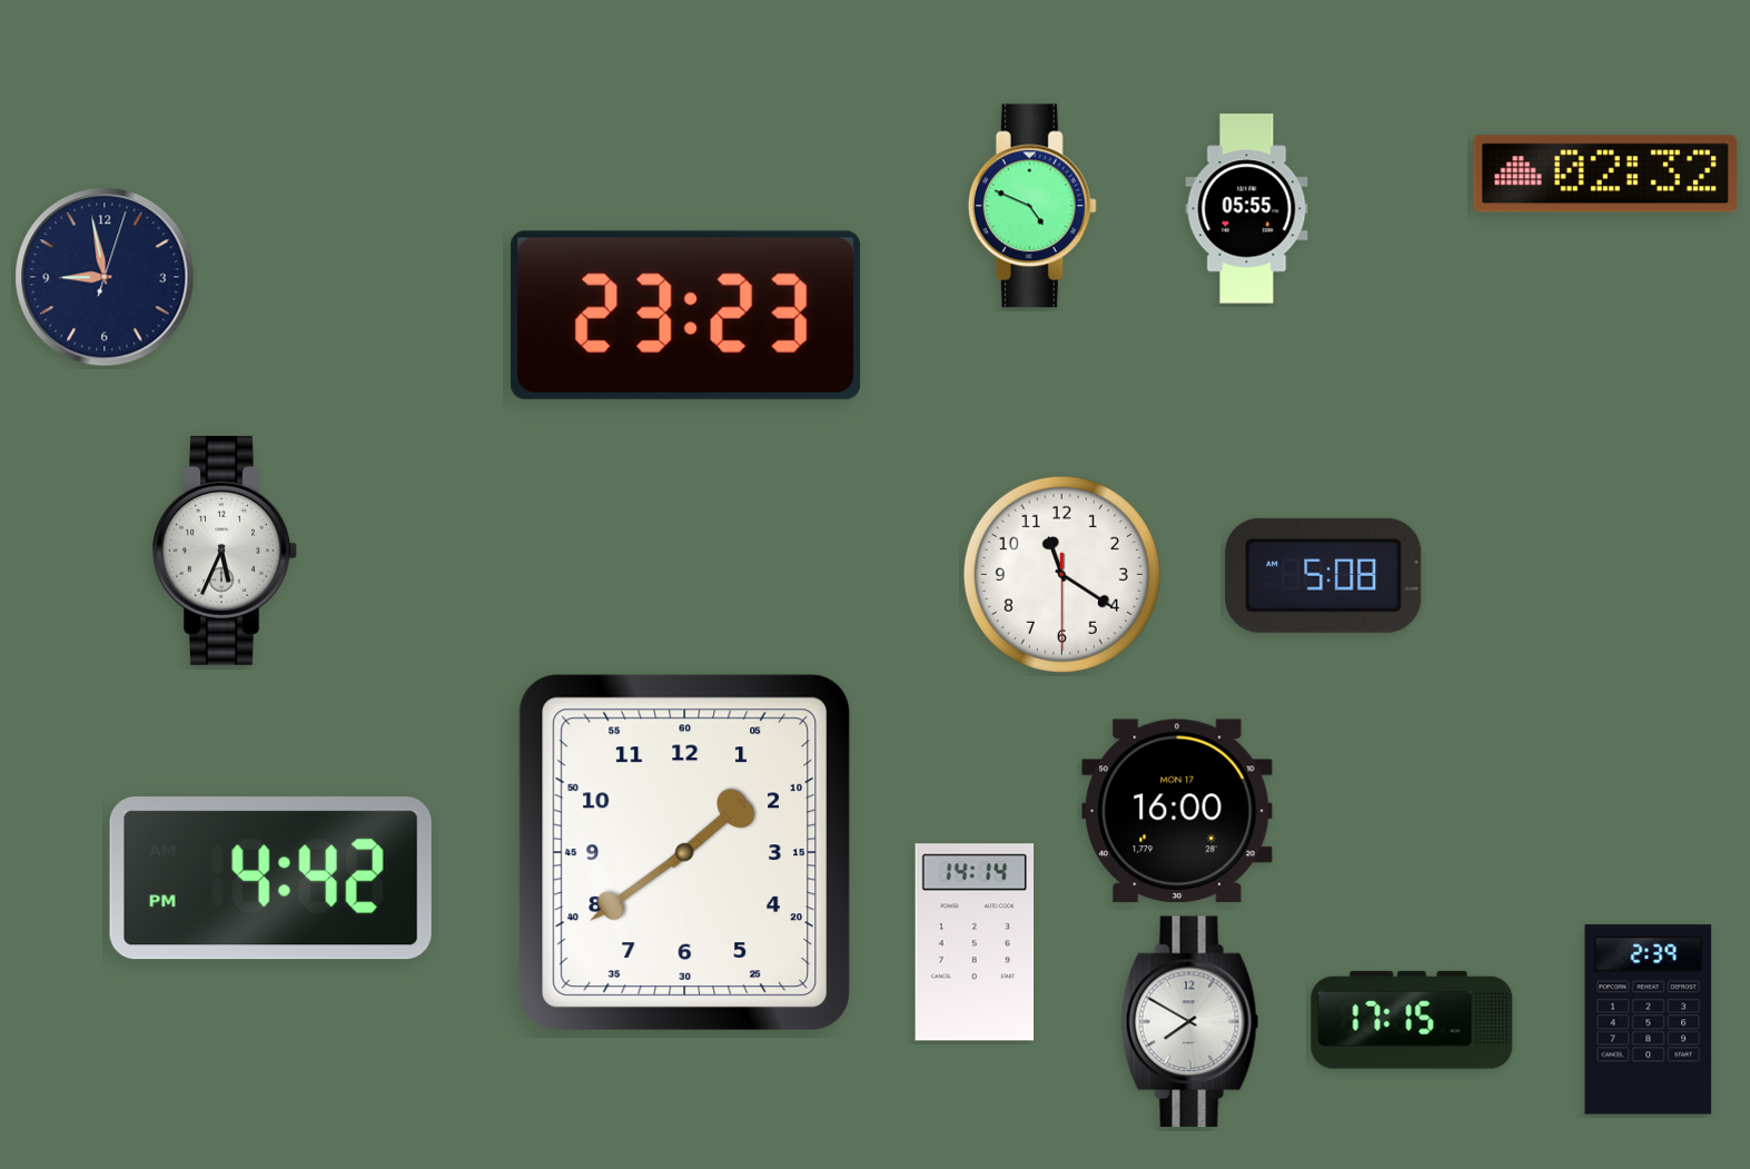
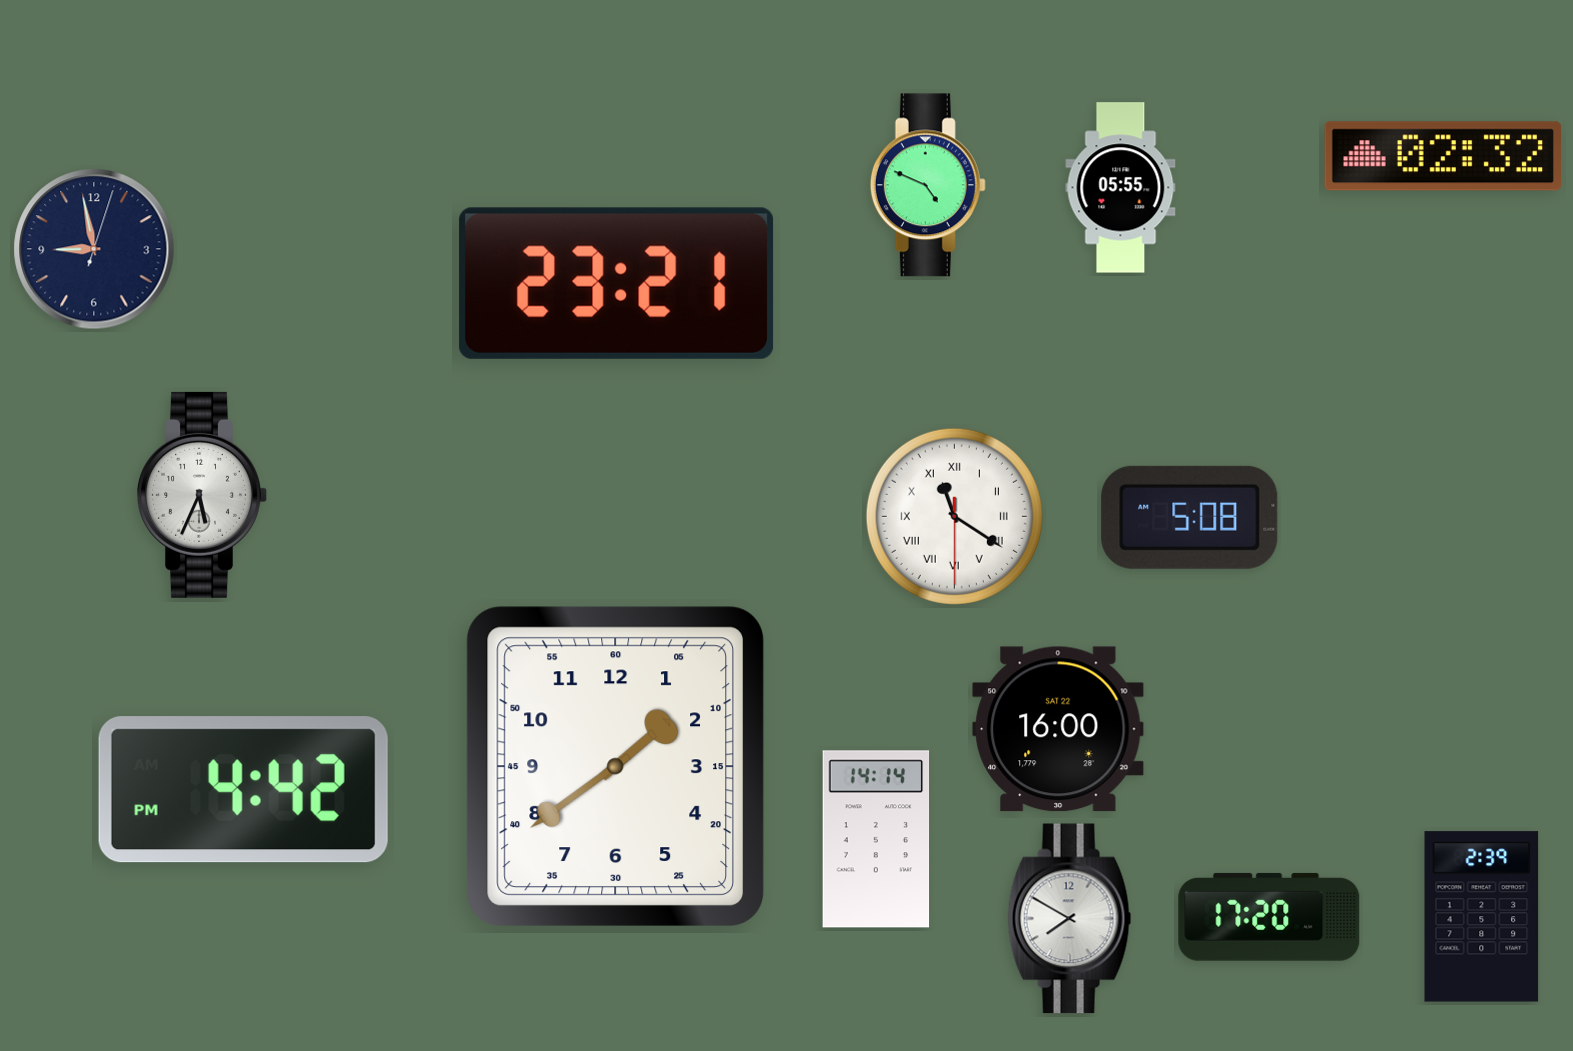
clock at (686, 315): 23:23 -> 23:21
clock at (1061, 574) numerals: Arabic -> Roman
clock at (1177, 811) date: MON 17 -> SAT 22
clock at (975, 942) position: (975, 942) -> (876, 839)
clock at (1412, 1020): 17:15 -> 17:20
